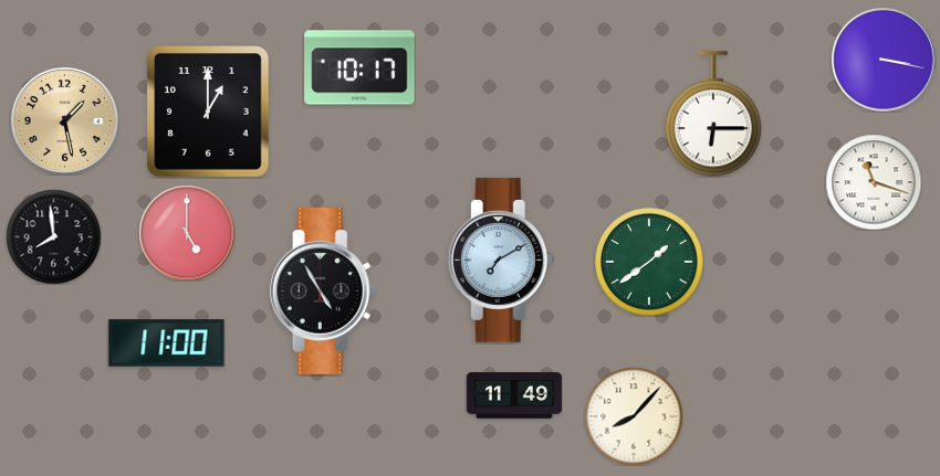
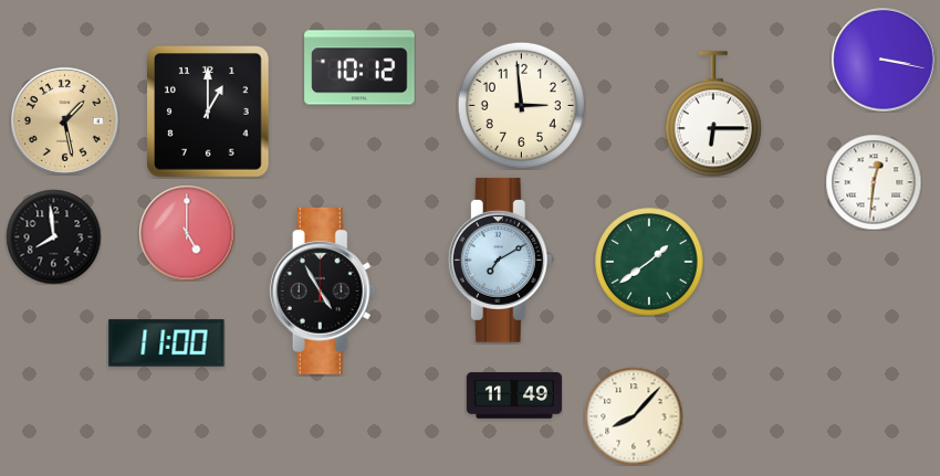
clock at (359, 67): 10:17 -> 10:12
clock at (521, 105): none -> 2:59
clock at (874, 182): 11:18 -> 12:31
